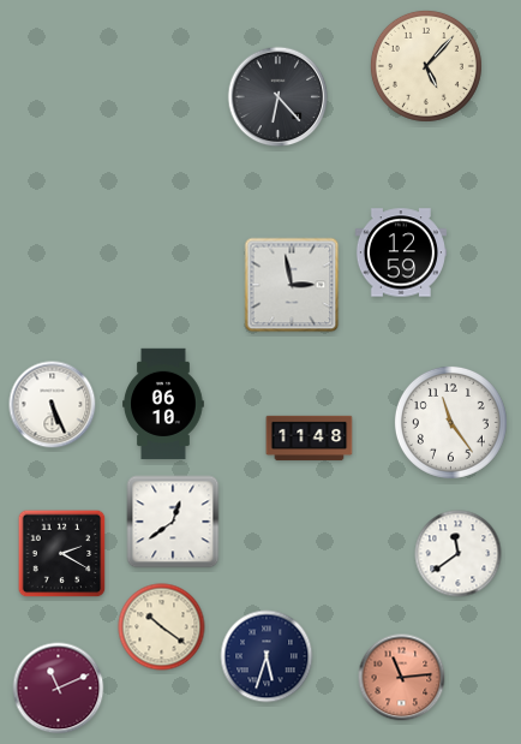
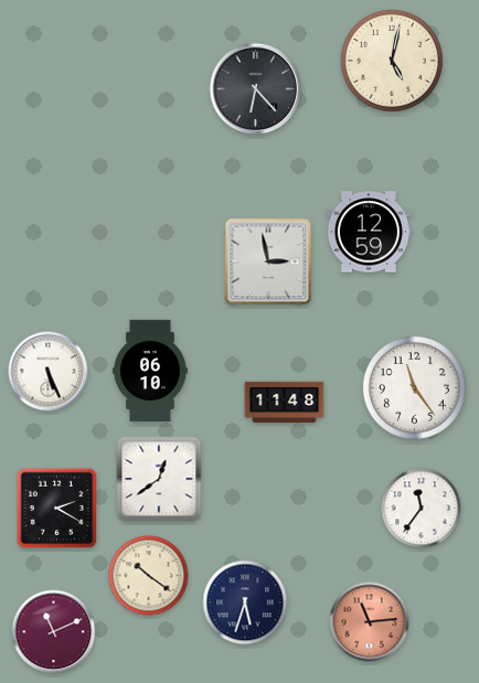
clock at (426, 66): 5:07 -> 5:02
clock at (459, 554): 11:39 -> 11:36
